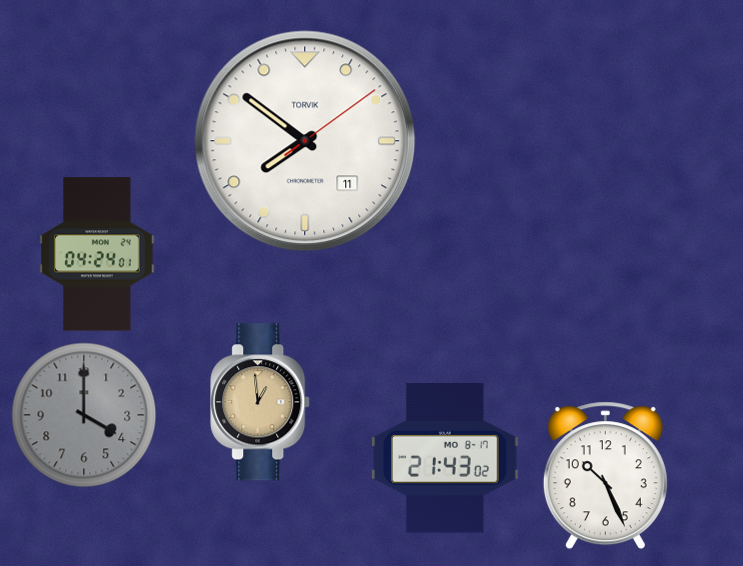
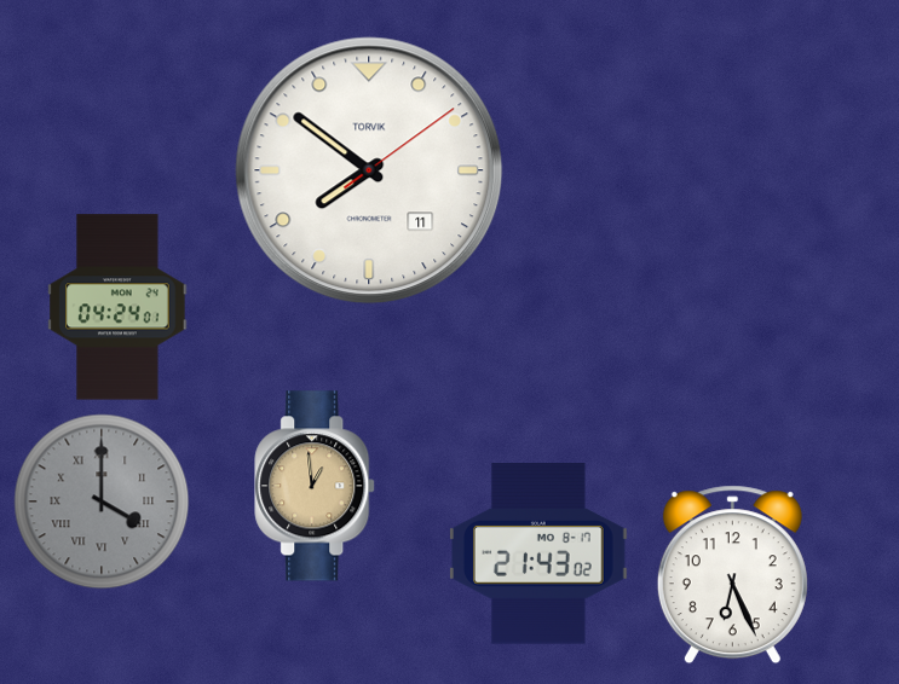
clock at (84, 415) numerals: Arabic -> Roman
clock at (605, 476): 10:26 -> 6:26
